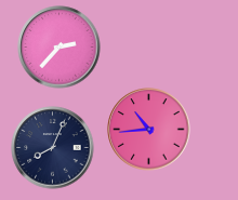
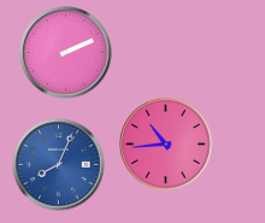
clock at (59, 48): 2:37 -> 2:11
clock at (53, 148) dial: navy -> blue
